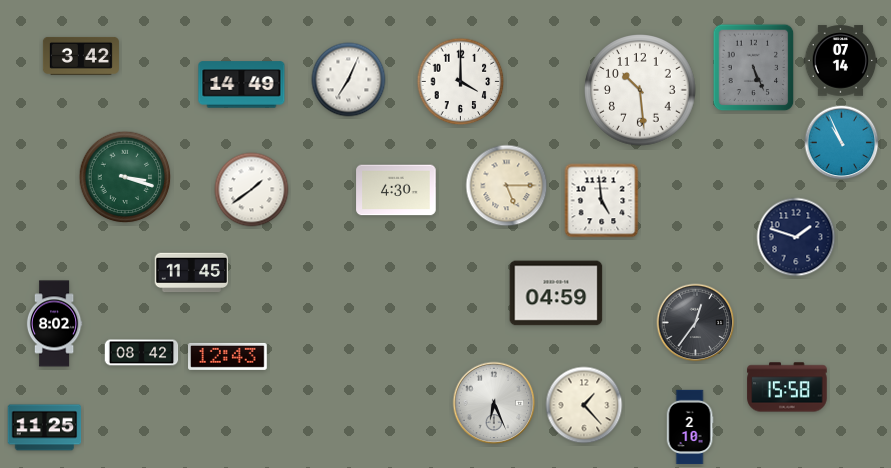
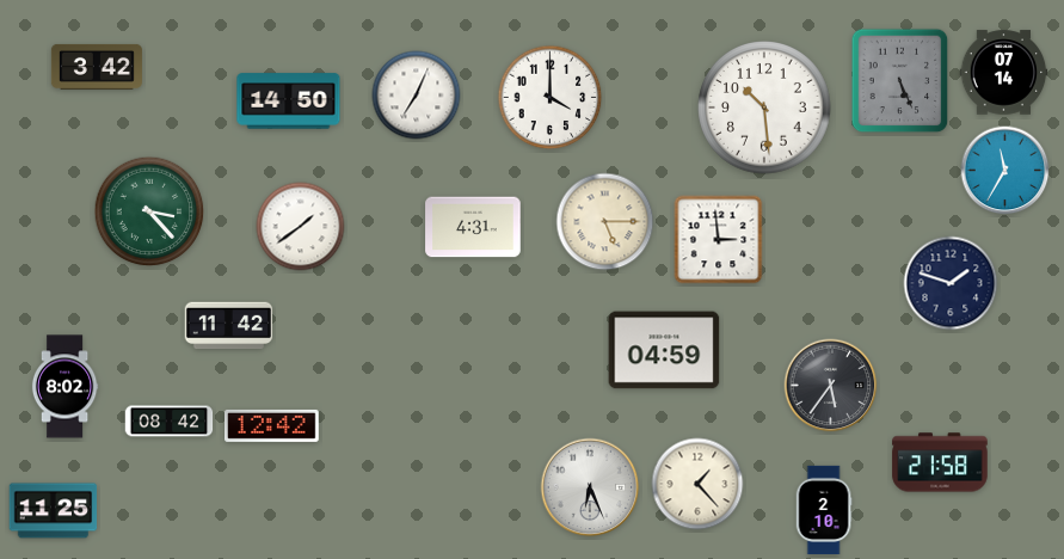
clock at (242, 85): 14:49 -> 14:50
clock at (842, 143): 10:56 -> 11:35
clock at (125, 177): 3:18 -> 3:23
clock at (396, 190): 4:30 -> 4:31
clock at (602, 201): 4:59 -> 2:59
clock at (192, 273): 11:45 -> 11:42
clock at (696, 323): 12:36 -> 5:36
clock at (228, 356): 12:43 -> 12:42
clock at (787, 387): 15:58 -> 21:58
clock at (494, 403) position: (494, 403) -> (590, 487)
